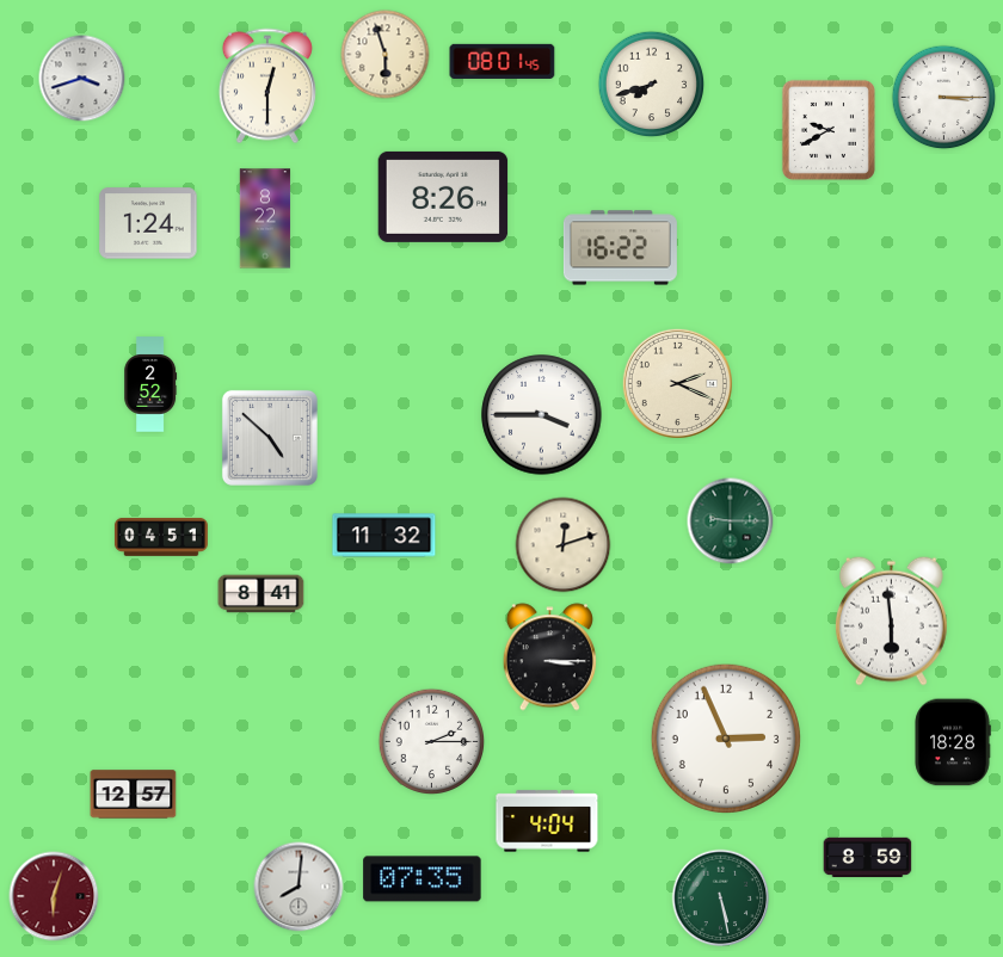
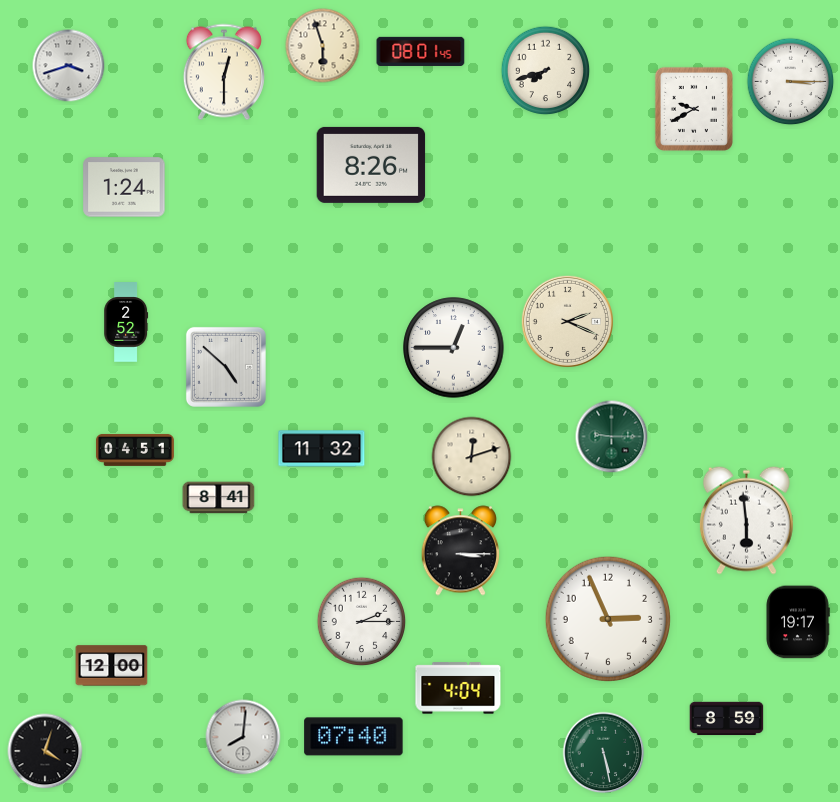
clock at (265, 218): 8:22 -> none
clock at (620, 248): 16:22 -> none
clock at (542, 415): 3:45 -> 12:45
clock at (953, 742): 18:28 -> 19:17
clock at (134, 795): 12:57 -> 12:00
clock at (423, 879): 07:35 -> 07:40
clock at (299, 887) position: (299, 887) -> (243, 737)
clock at (54, 896): 6:03 -> 4:03
clock at (54, 896) dial: burgundy -> black
